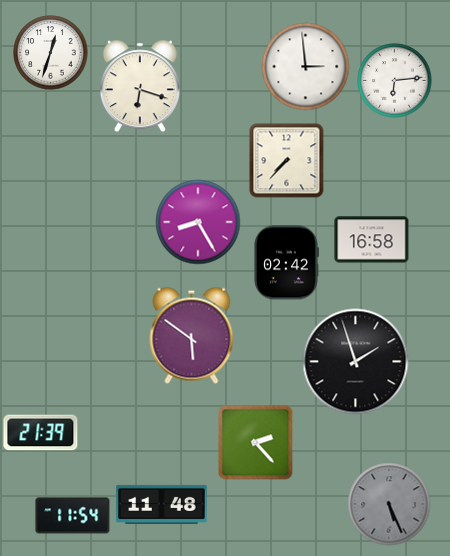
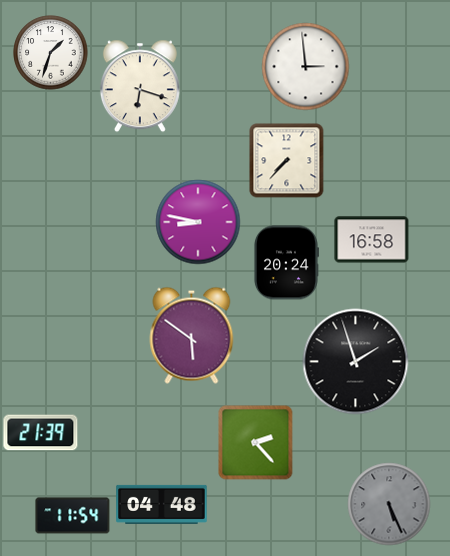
clock at (51, 53): 12:33 -> 1:33
clock at (395, 81): 6:14 -> none
clock at (198, 222): 8:25 -> 8:47
clock at (286, 263): 02:42 -> 20:24
clock at (162, 504): 11:48 -> 04:48
